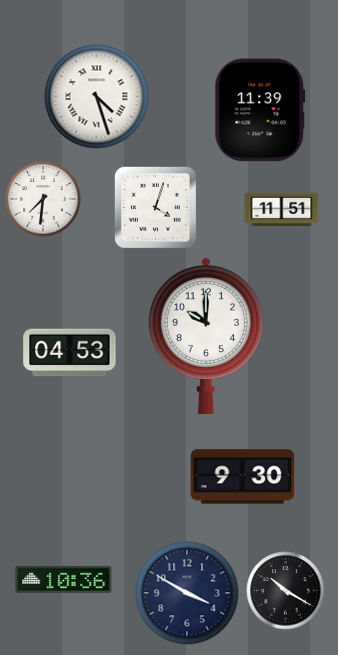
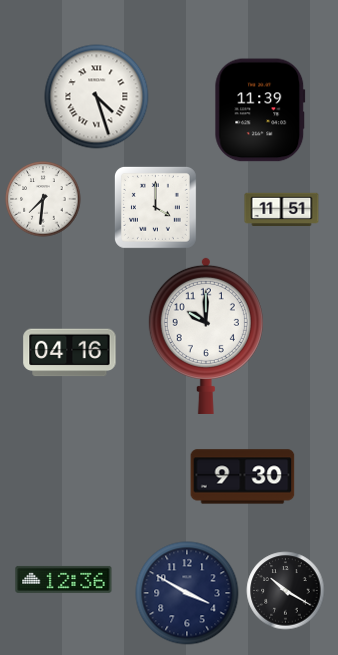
clock at (155, 207): 4:03 -> 4:00
clock at (70, 353): 04:53 -> 04:16
clock at (64, 579): 10:36 -> 12:36
